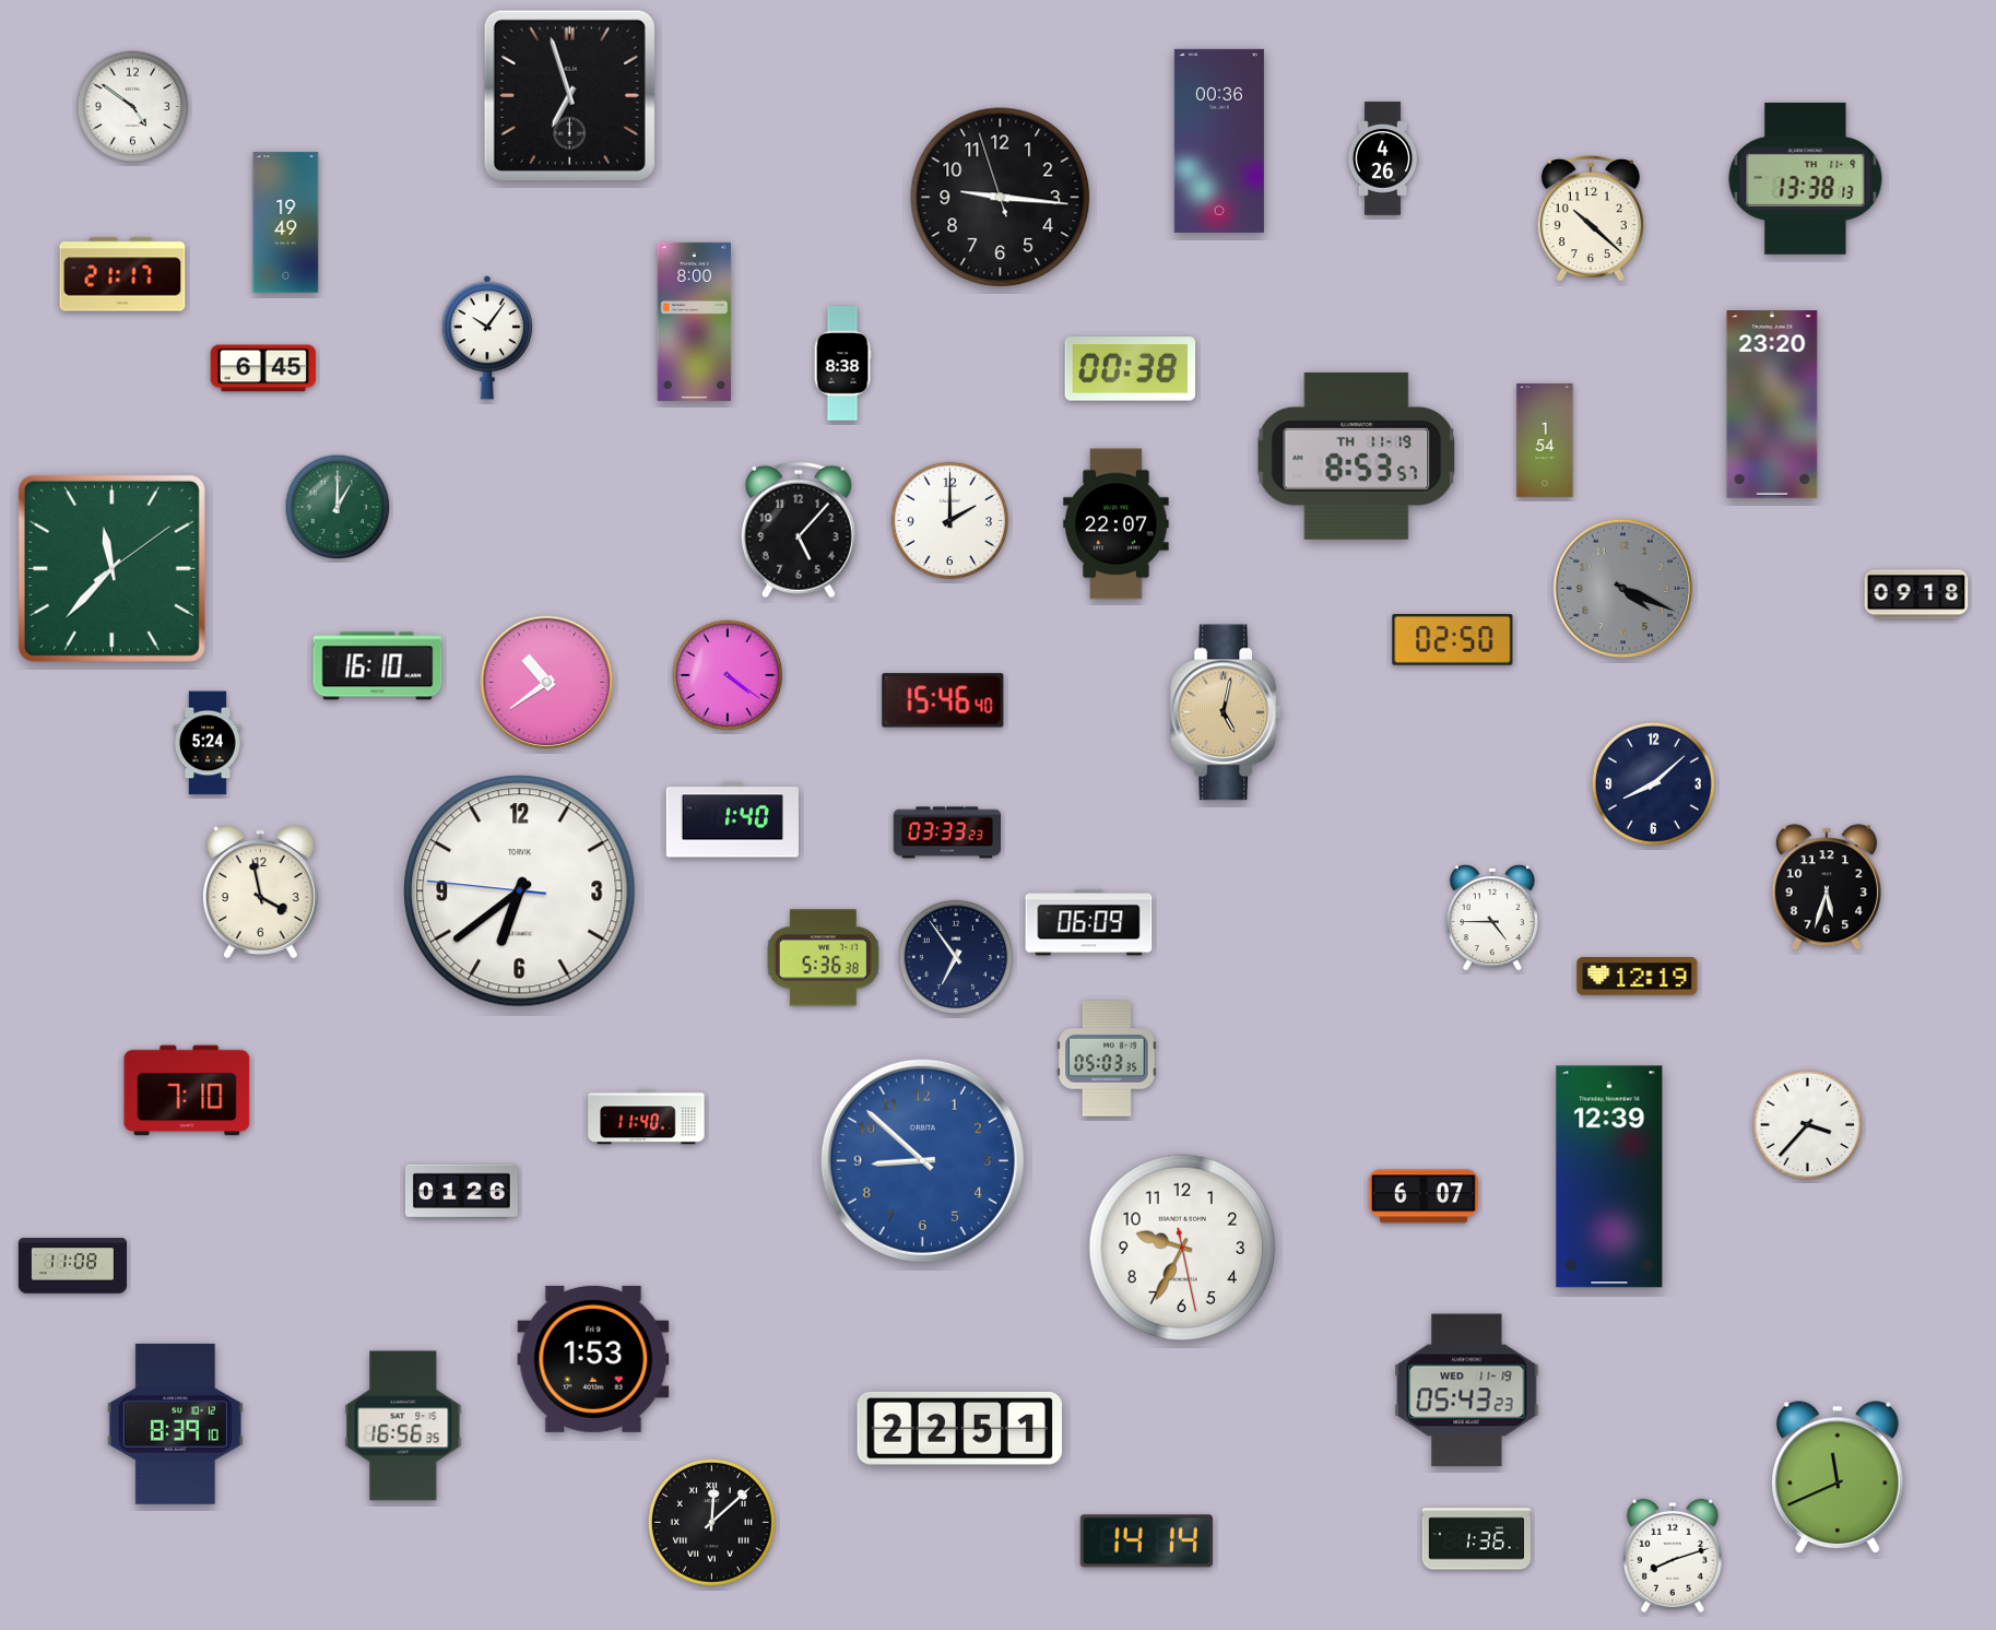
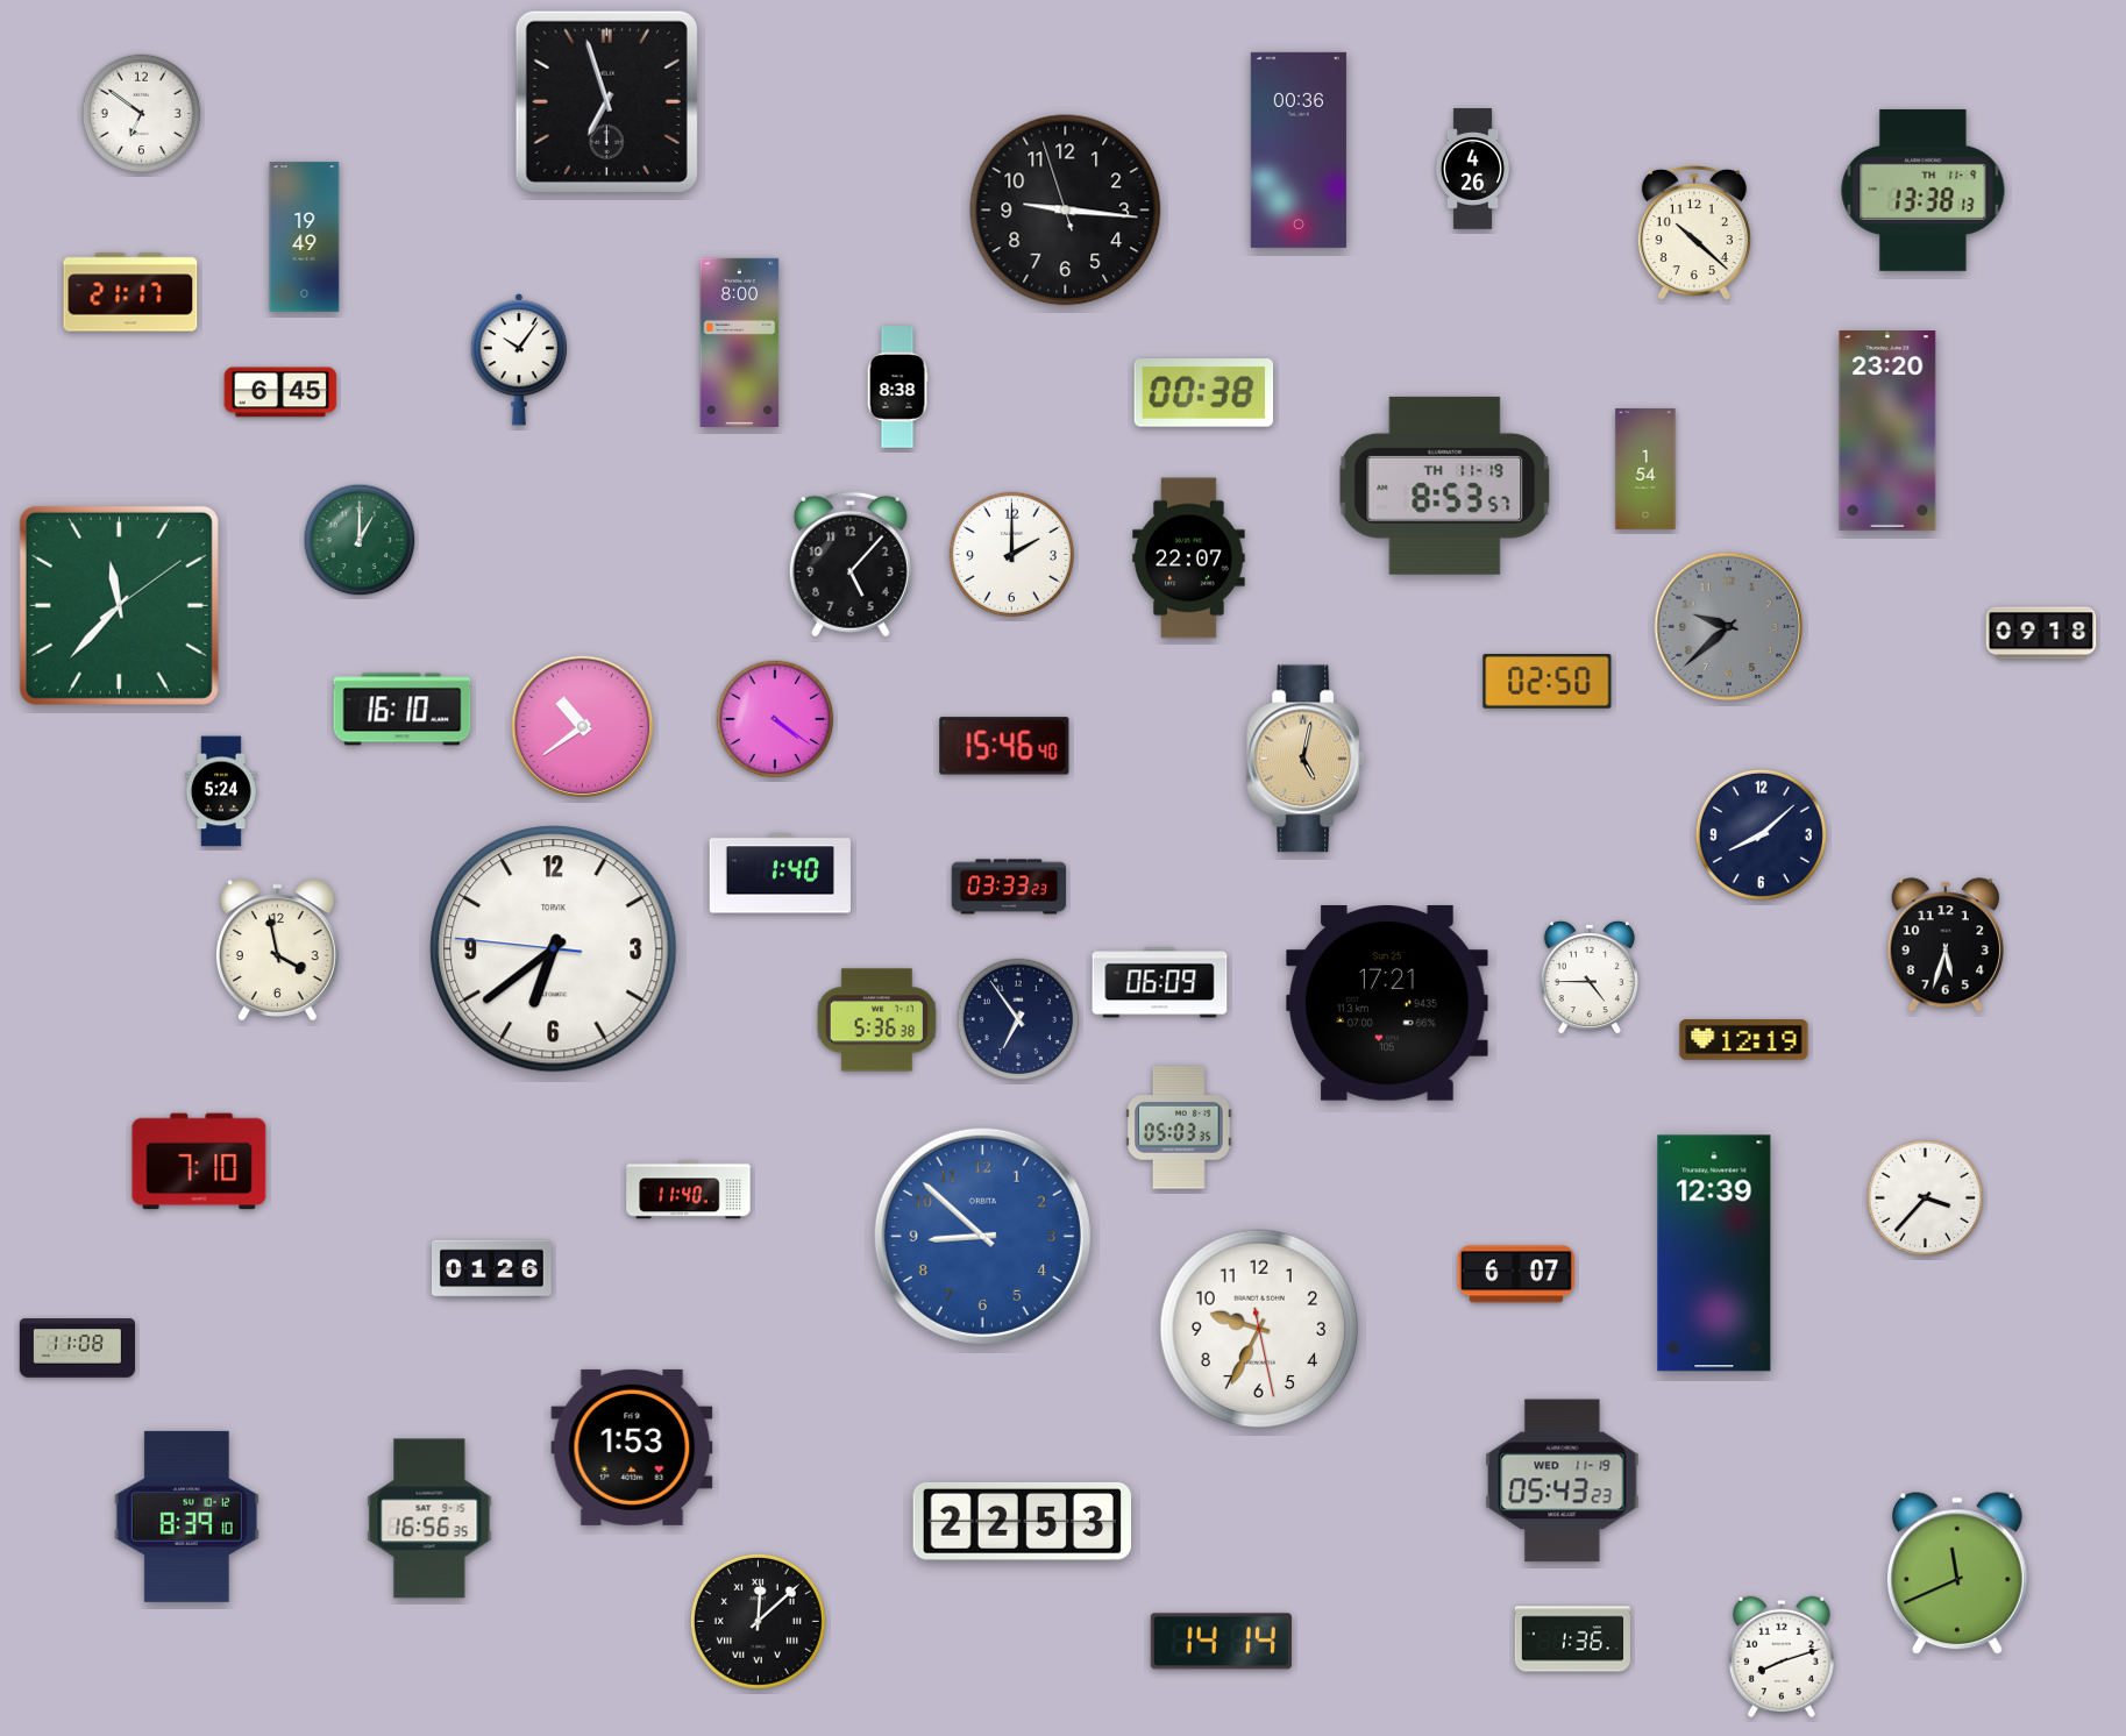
clock at (133, 107): 4:51 -> 6:51
clock at (1623, 589): 4:19 -> 9:38
clock at (1387, 1004): none -> 17:21
clock at (959, 1428): 22:51 -> 22:53
